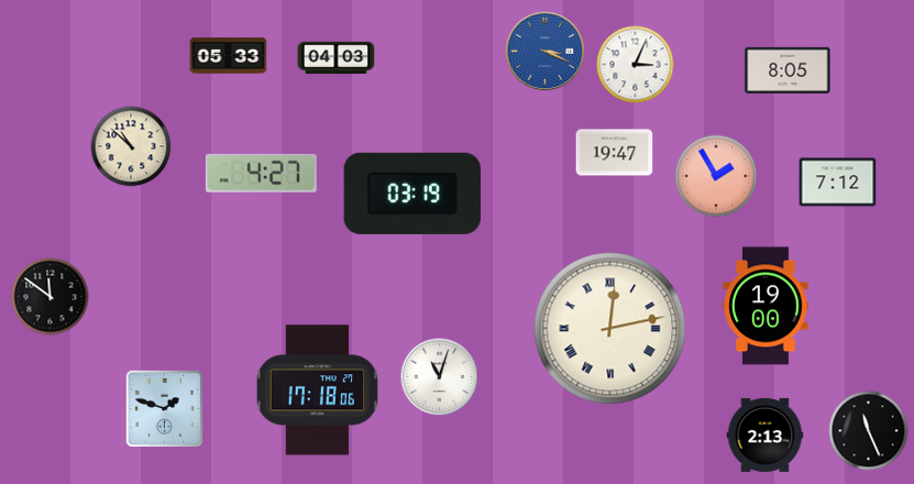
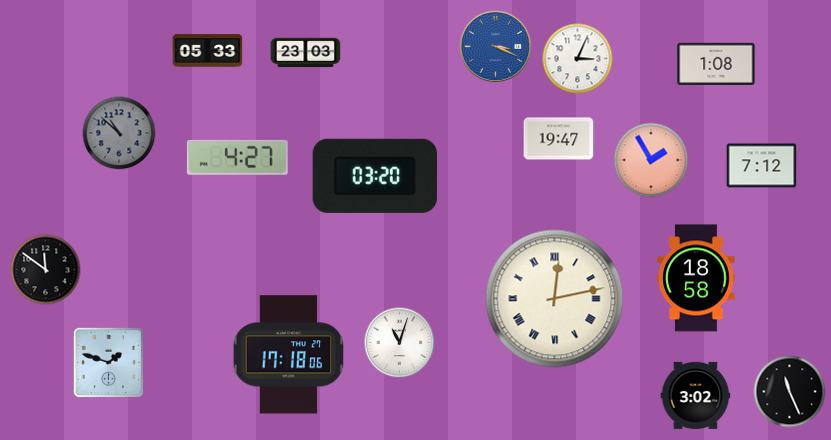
clock at (337, 58): 04:03 -> 23:03
clock at (788, 70): 8:05 -> 1:08
clock at (131, 146) dial: cream -> grey
clock at (412, 194): 03:19 -> 03:20
clock at (766, 306): 19:00 -> 18:58
clock at (164, 408) position: (164, 408) -> (108, 362)
clock at (766, 435): 2:13 -> 3:02
